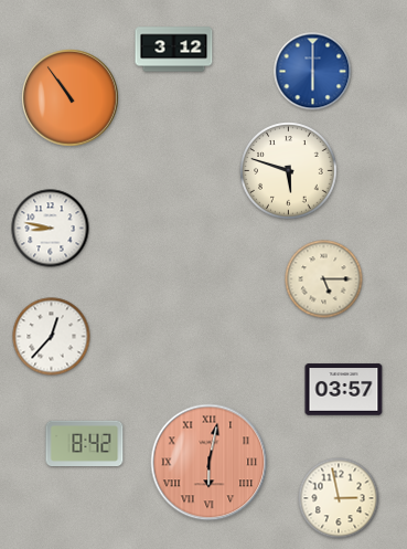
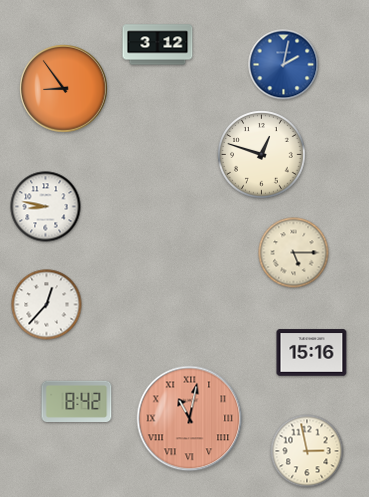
clock at (313, 72): 6:00 -> 2:02
clock at (71, 98): 10:54 -> 8:54
clock at (289, 171): 5:48 -> 12:48
clock at (344, 390): 03:57 -> 15:16
clock at (210, 463): 6:02 -> 11:02
